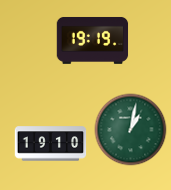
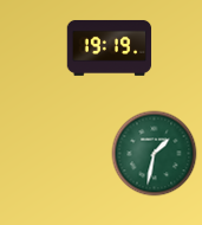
clock at (131, 130): 1:02 -> 1:32
clock at (51, 144): 19:10 -> none
